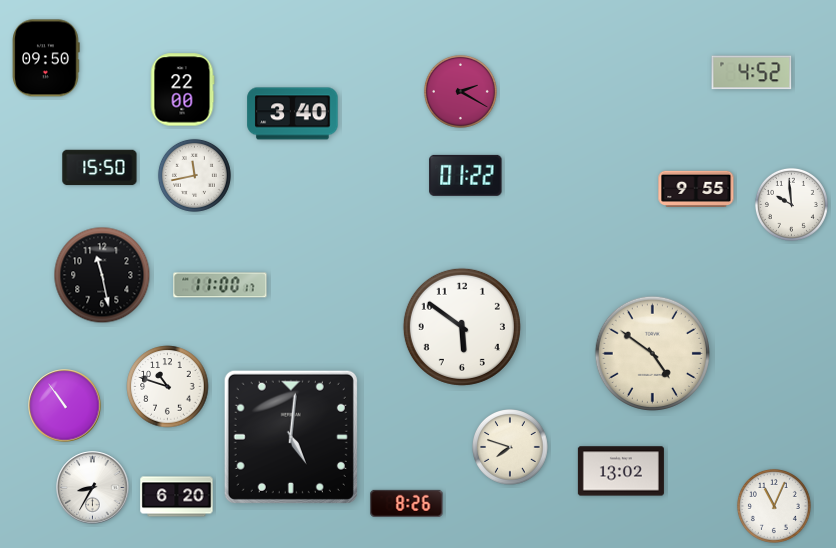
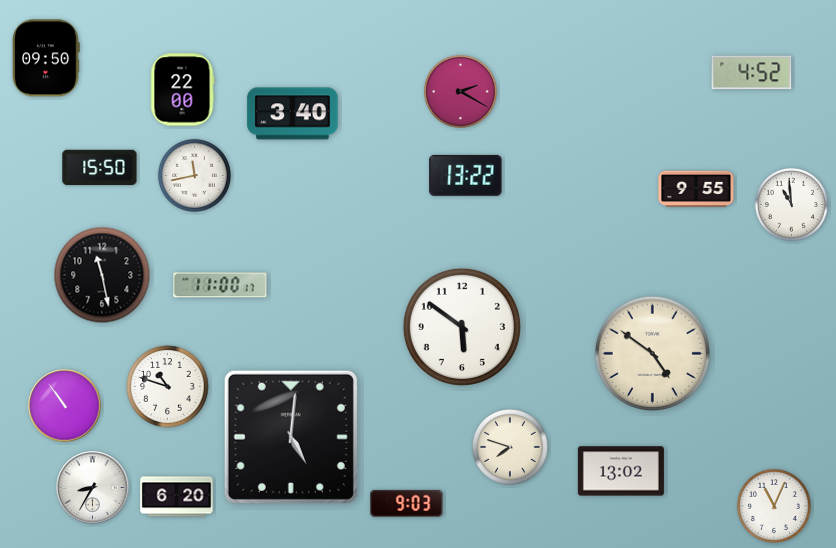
clock at (466, 175): 01:22 -> 13:22
clock at (791, 204): 9:59 -> 10:59
clock at (407, 503): 8:26 -> 9:03
